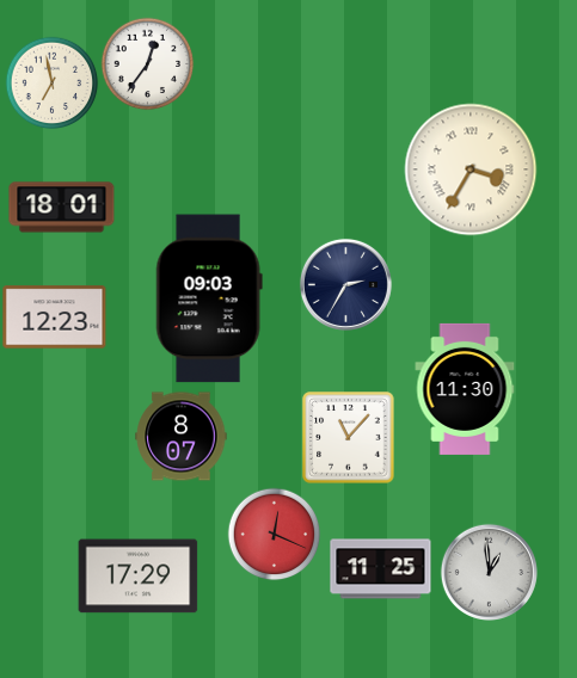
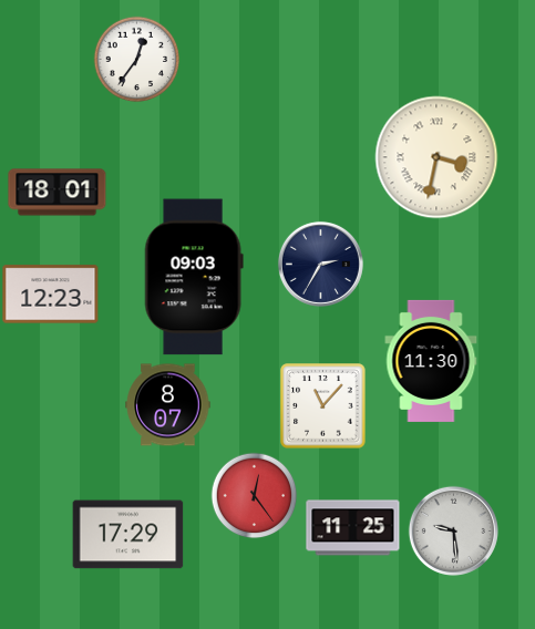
clock at (51, 82): 6:58 -> none
clock at (471, 169): 3:35 -> 3:32
clock at (274, 534): 12:19 -> 12:24
clock at (489, 572): 12:59 -> 9:29
